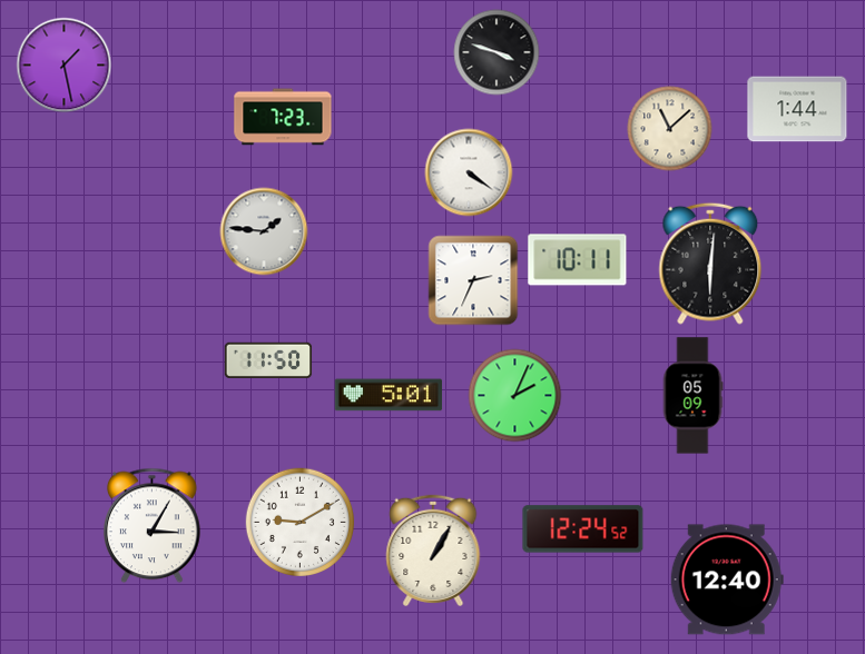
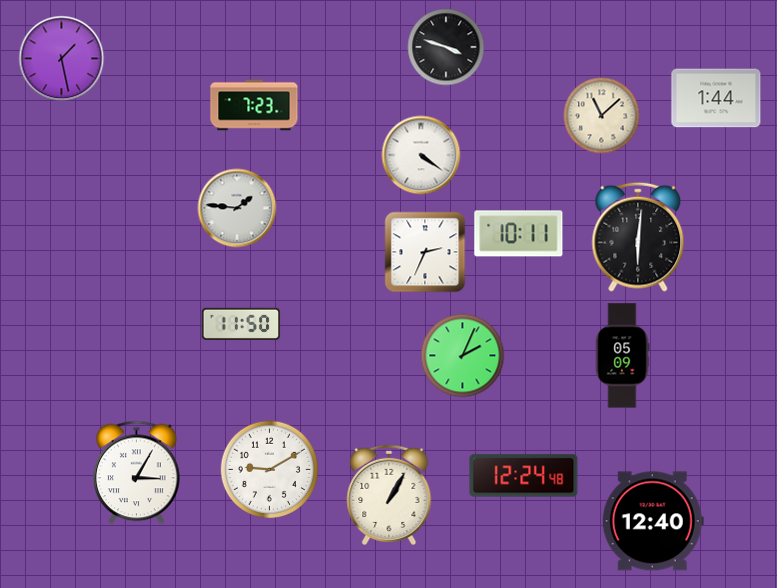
clock at (65, 66) position: (65, 66) -> (62, 59)
clock at (389, 395): 5:01 -> none
clock at (583, 529): 12:24:52 -> 12:24:48
